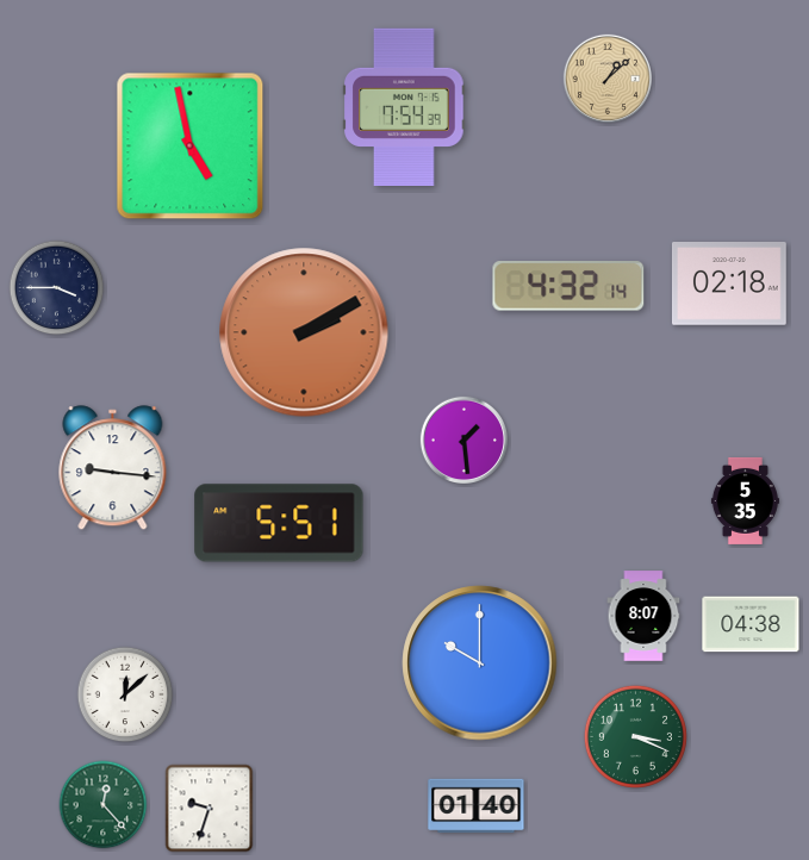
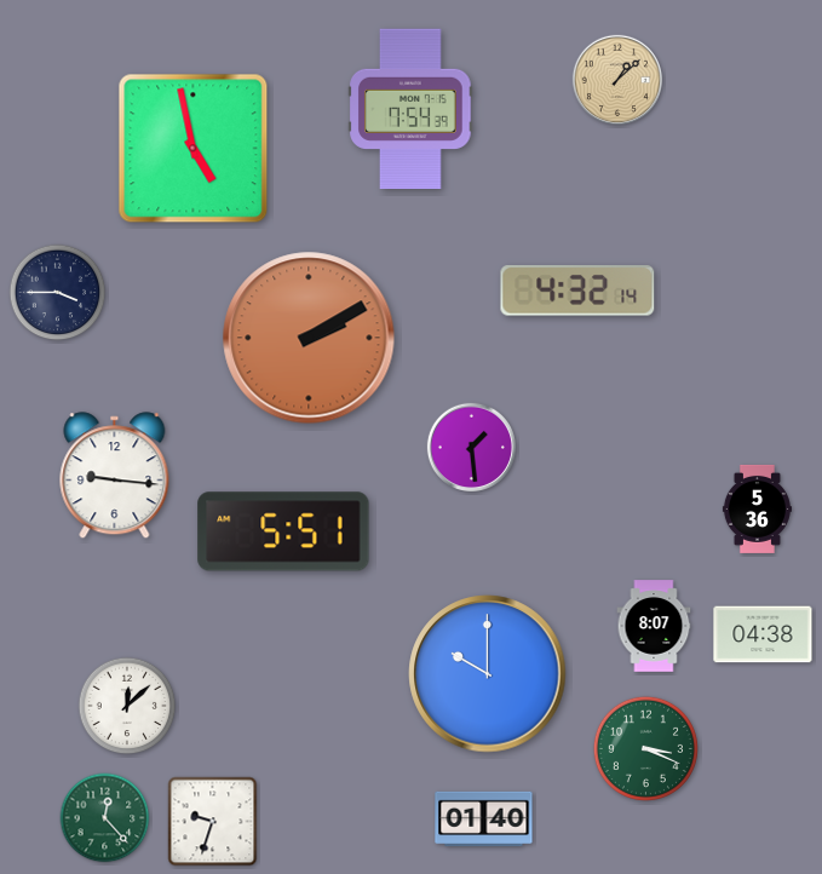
clock at (730, 285): 02:18 -> none
clock at (745, 500): 5:35 -> 5:36
